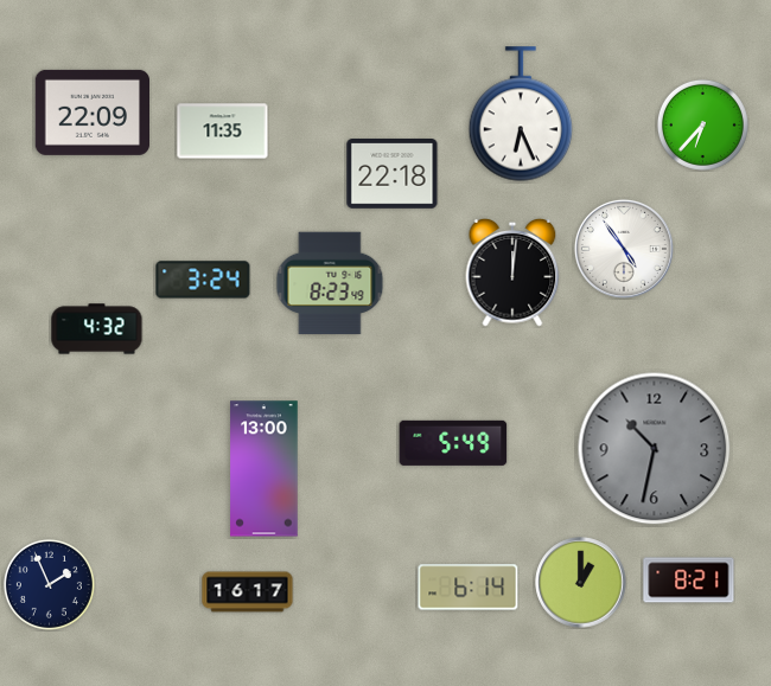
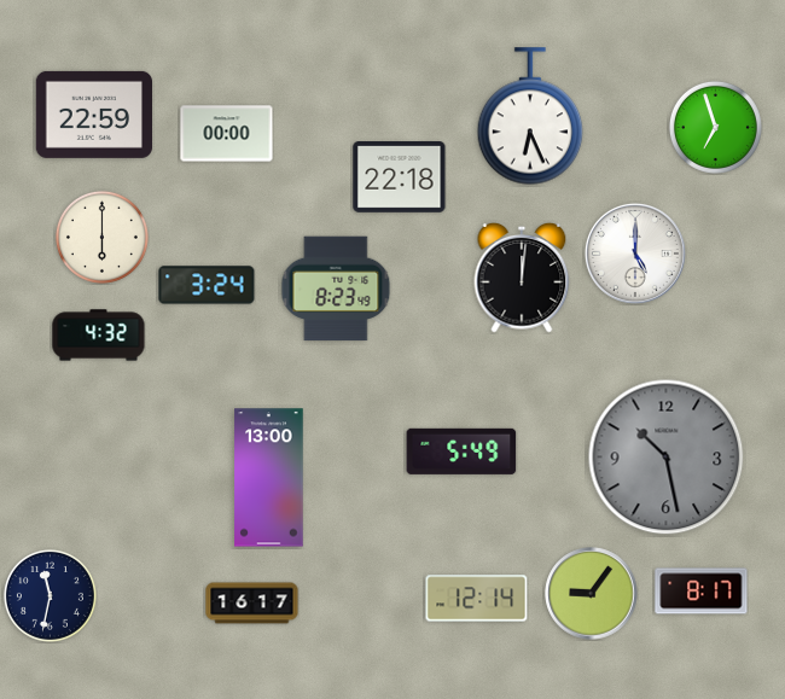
clock at (91, 113): 22:09 -> 22:59
clock at (702, 124): 6:37 -> 6:57
clock at (223, 132): 11:35 -> 00:00
clock at (101, 237): none -> 6:00
clock at (624, 249): 4:54 -> 5:00
clock at (655, 449): 10:32 -> 10:28
clock at (689, 581): 8:21 -> 8:17
clock at (581, 583): 1:00 -> 9:06
clock at (49, 584): 1:56 -> 11:32
clock at (469, 588): 6:14 -> 12:14
